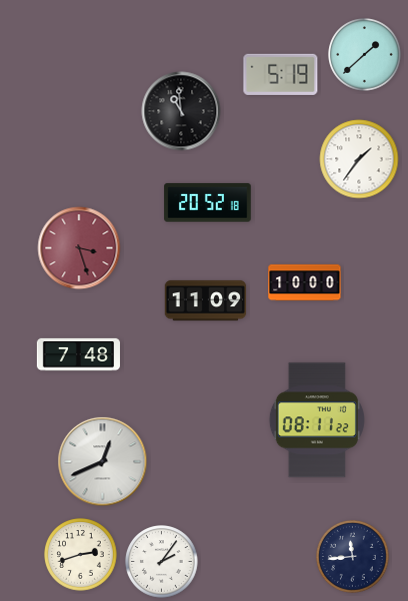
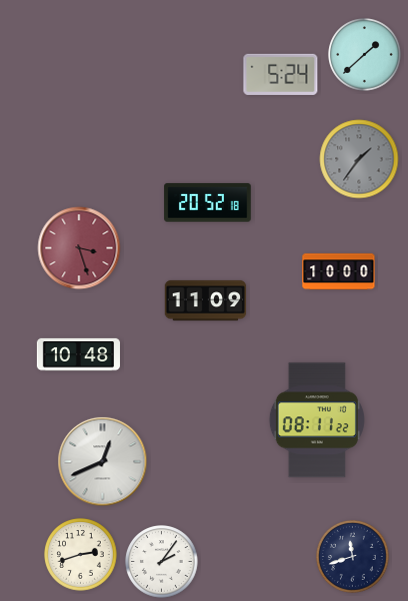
clock at (281, 74): 5:19 -> 5:24
clock at (181, 111): 10:59 -> none
clock at (359, 159) dial: white -> grey
clock at (305, 283) position: (305, 283) -> (339, 272)
clock at (78, 355): 7:48 -> 10:48
clock at (353, 557): 11:44 -> 11:42
